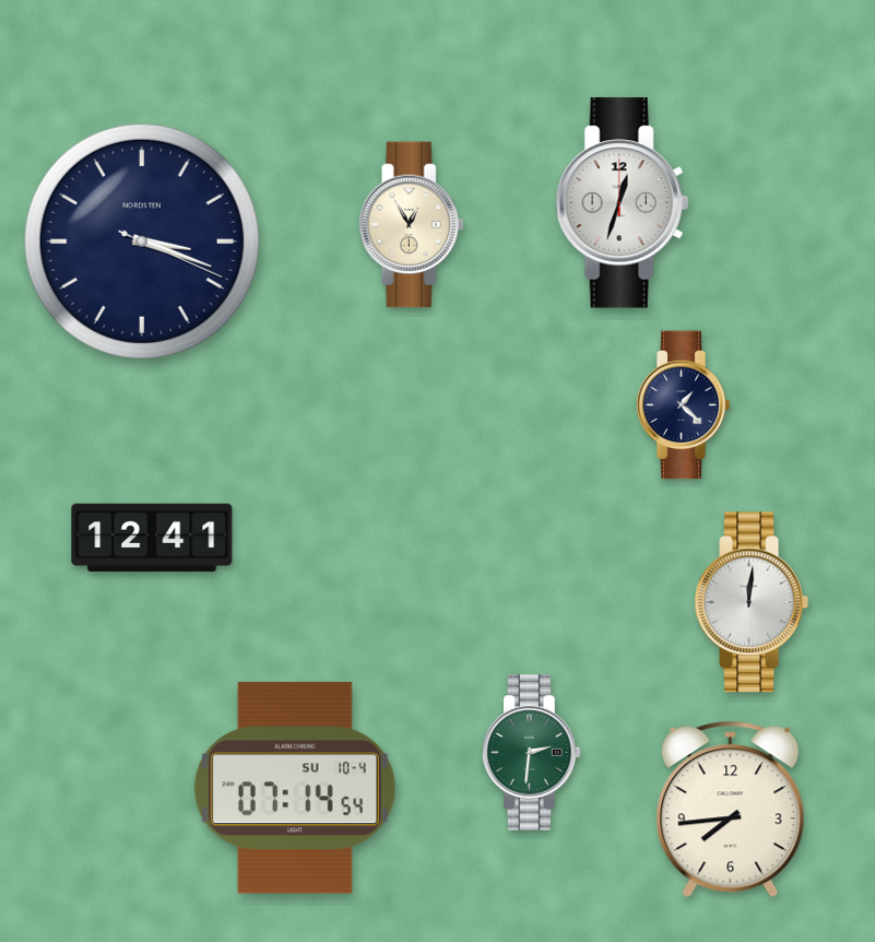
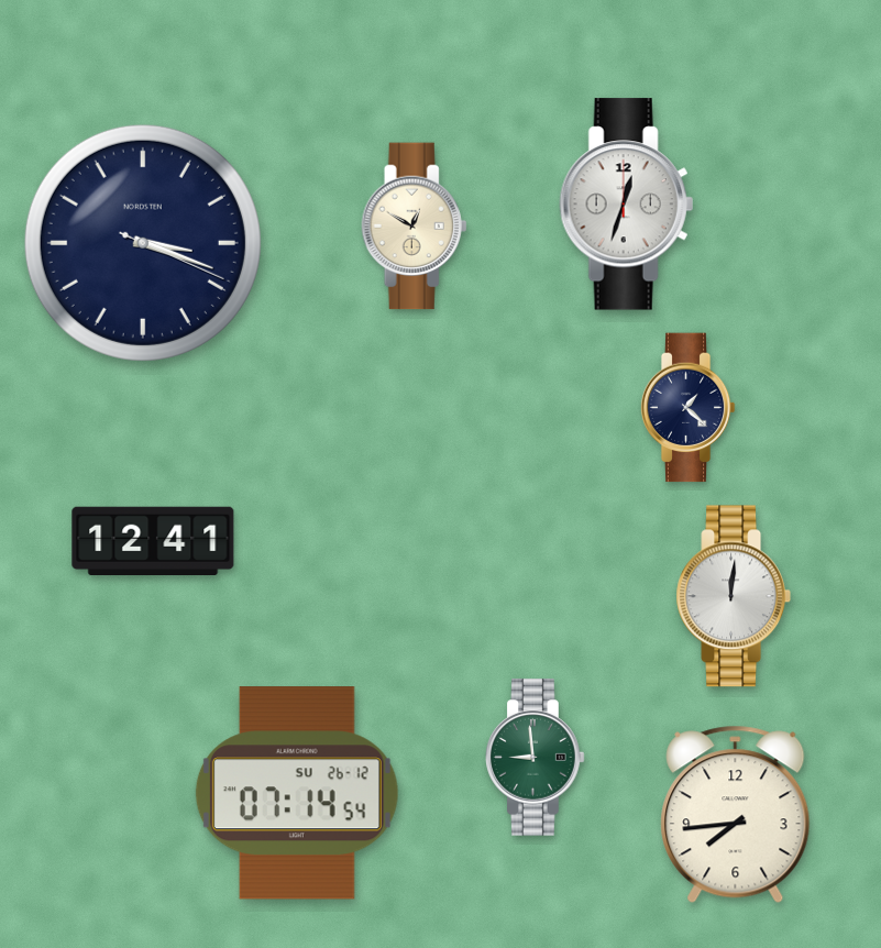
clock at (412, 225): 12:55 -> 12:50
clock at (752, 602) position: (752, 602) -> (734, 596)
clock at (532, 753): 2:31 -> 8:59
clock at (295, 788) date: SU 10-4 -> SU 26-12
